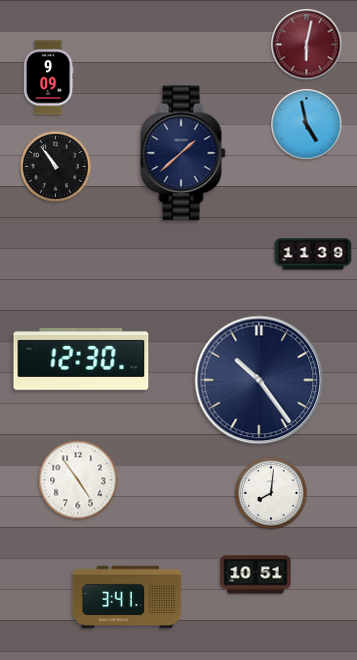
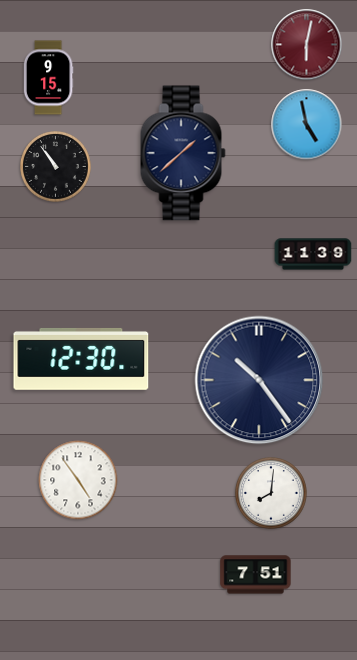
clock at (48, 78): 9:09 -> 9:15
clock at (256, 575): 10:51 -> 7:51
clock at (127, 597): 3:41 -> none
